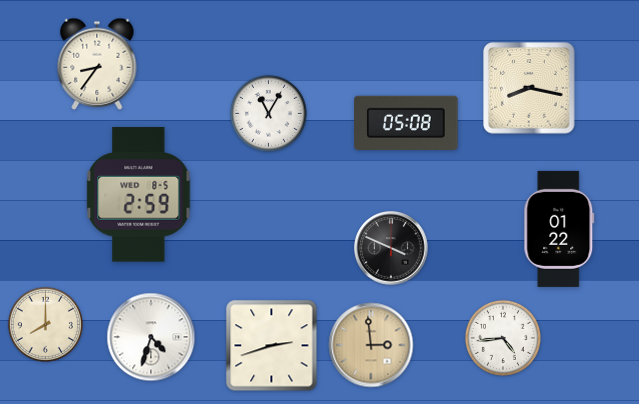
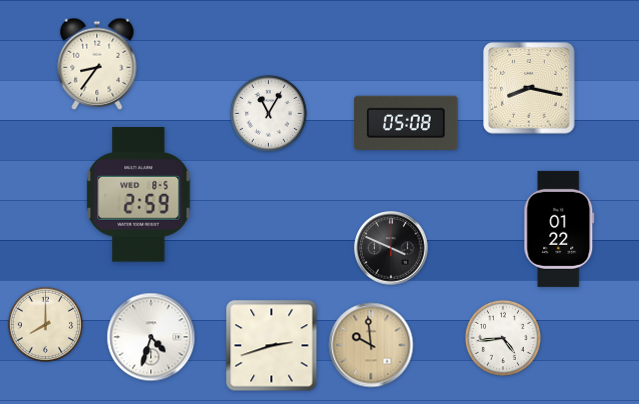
clock at (371, 345): 2:59 -> 9:59
